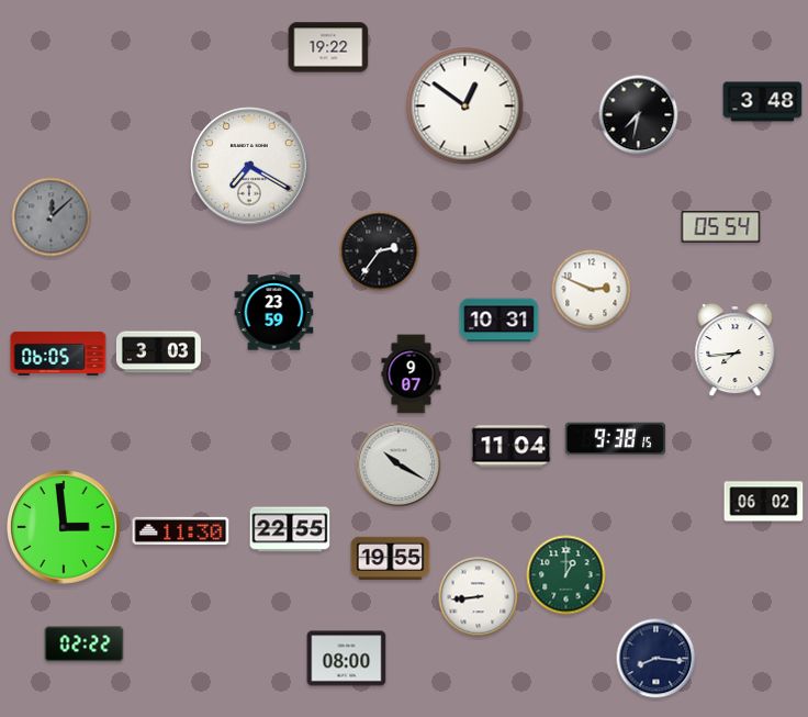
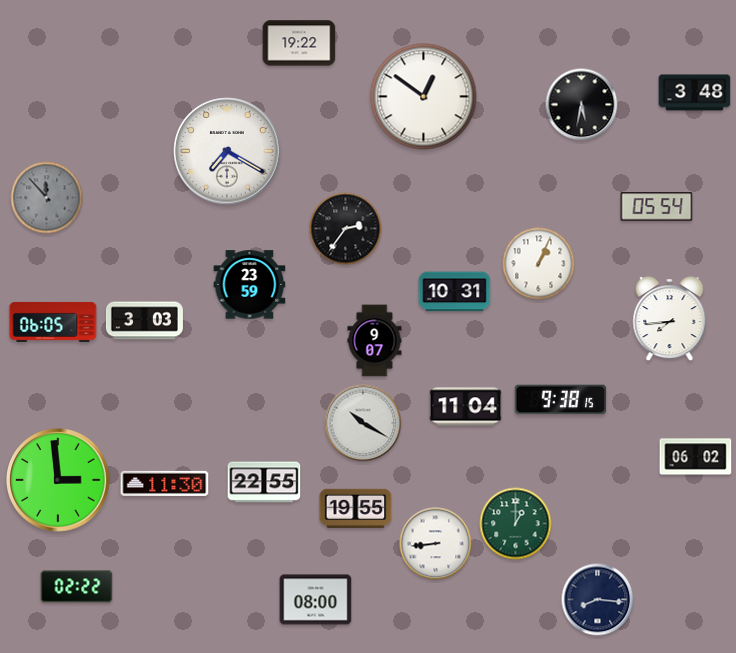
clock at (639, 115): 7:32 -> 5:32
clock at (52, 217): 12:08 -> 11:53
clock at (592, 290): 2:49 -> 1:04
